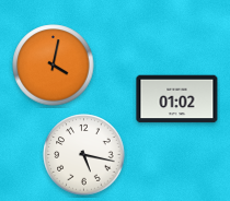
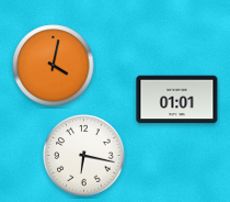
clock at (177, 99): 01:02 -> 01:01
clock at (84, 155): 5:17 -> 6:17
